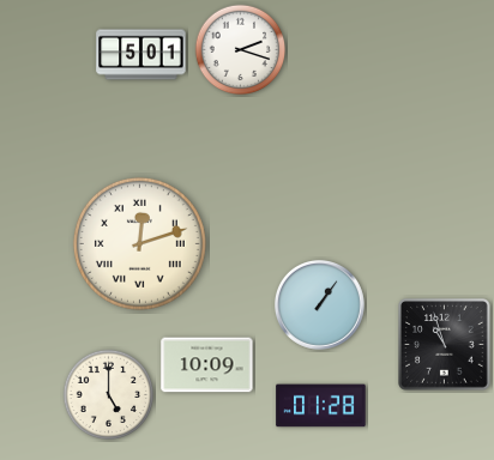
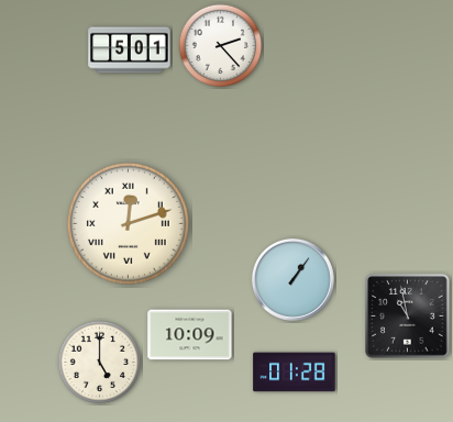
clock at (241, 50): 2:18 -> 2:23
clock at (445, 345): 10:57 -> 10:58
